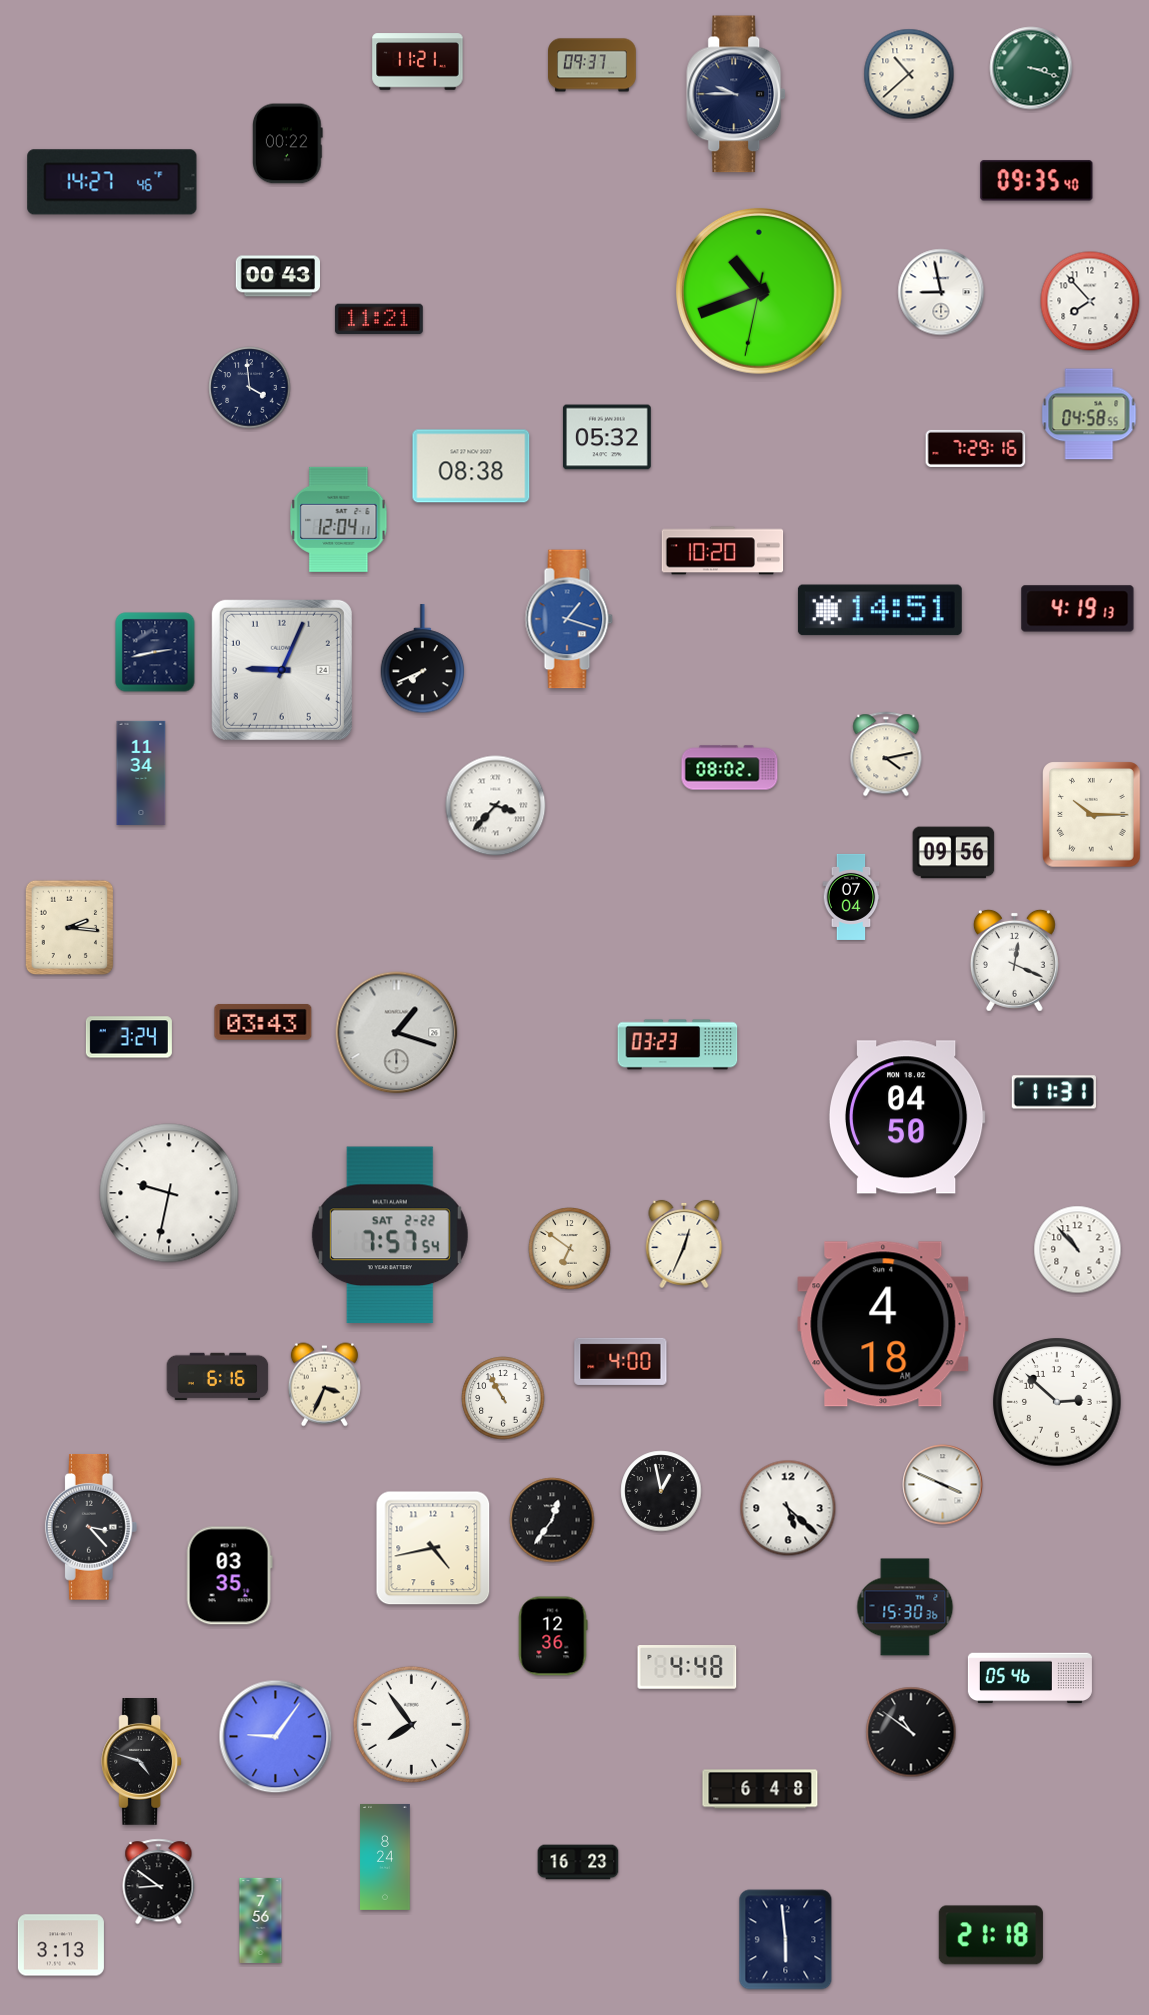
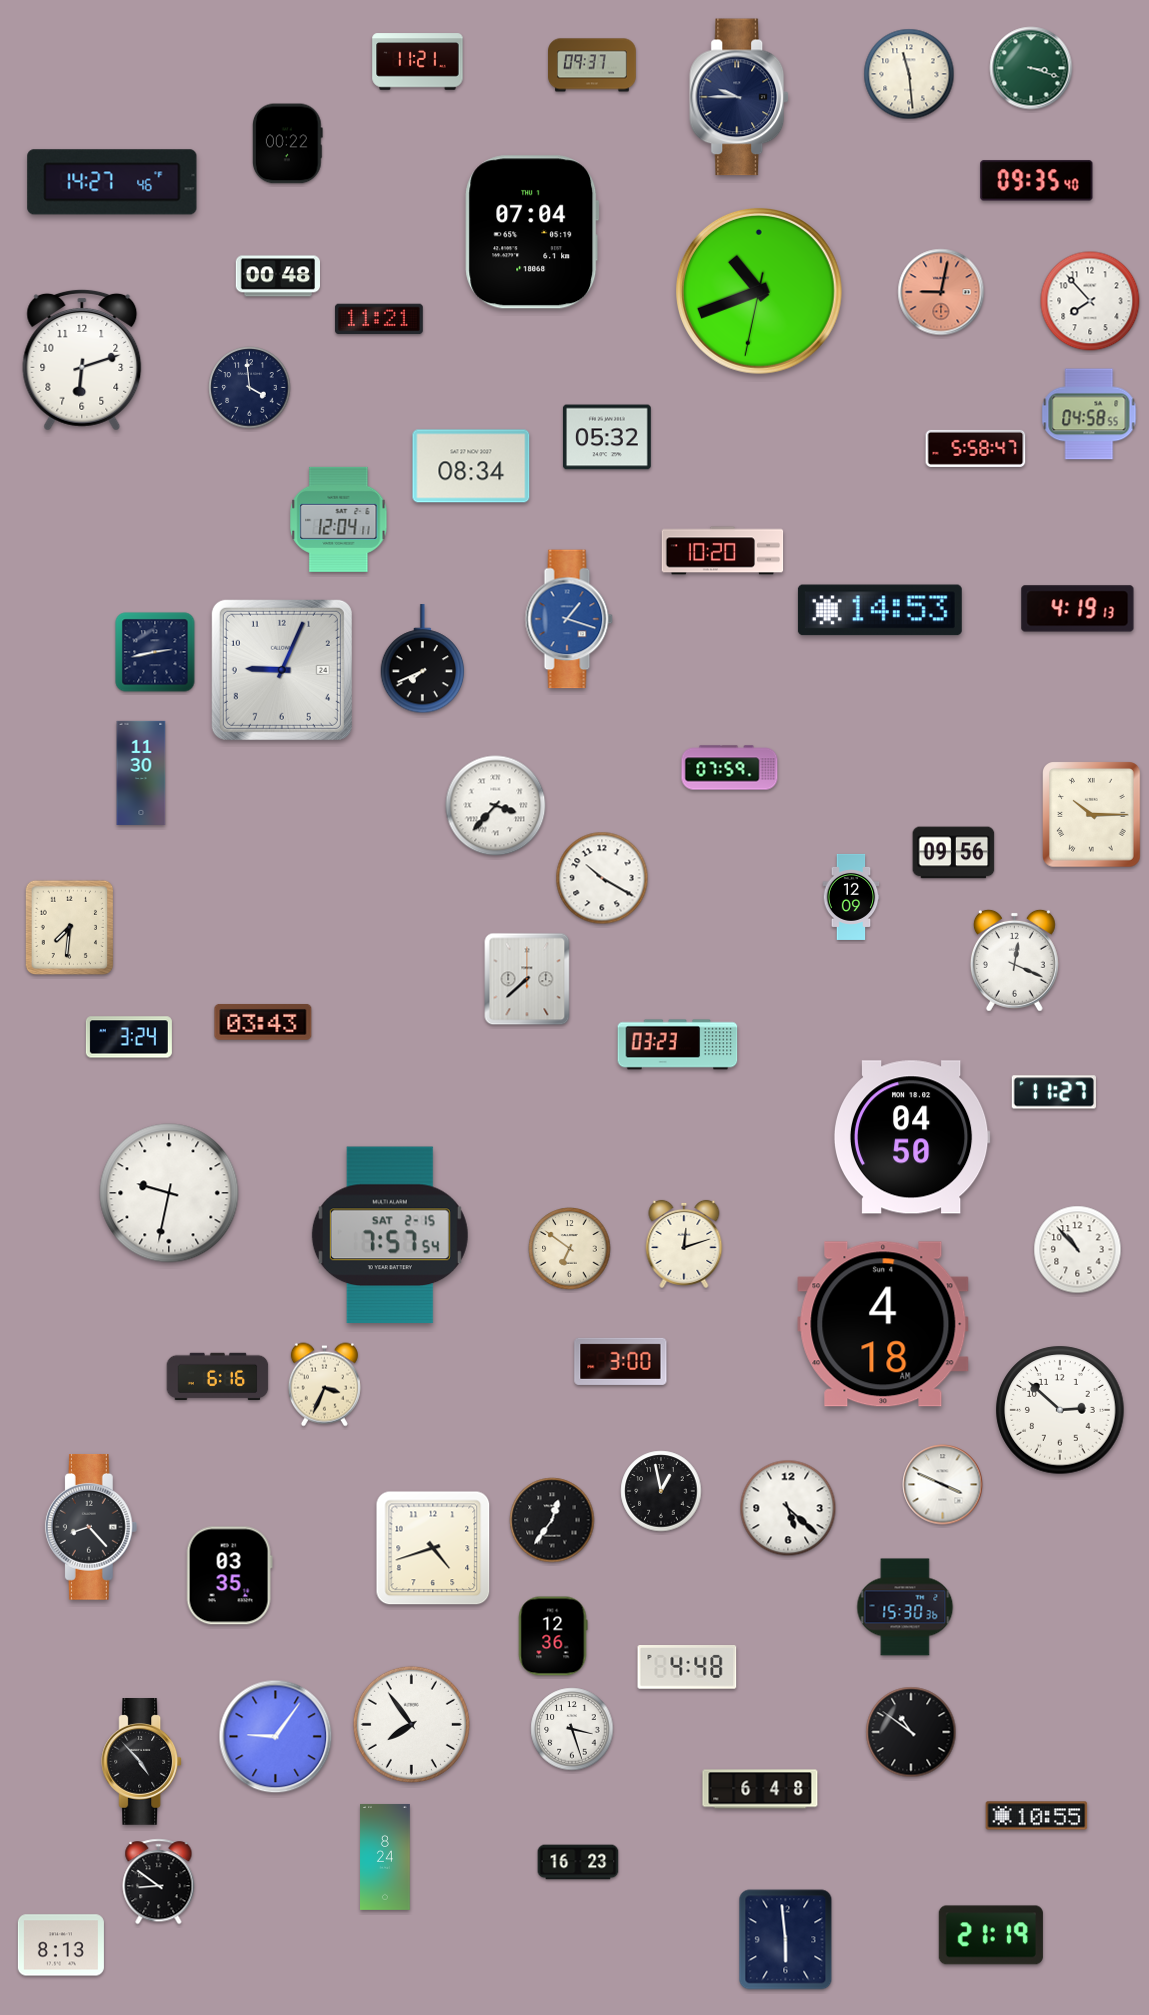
clock at (909, 74): 10:38 -> 11:29
clock at (737, 94) position: (737, 94) -> (740, 97)
clock at (532, 232): none -> 07:04
clock at (277, 276): 00:43 -> 00:48
clock at (941, 292): 8:58 -> 9:02
clock at (941, 292) dial: white -> salmon
clock at (82, 360): none -> 6:12
clock at (976, 448): 7:29 -> 5:58
clock at (471, 466): 08:38 -> 08:34
clock at (880, 610): 14:51 -> 14:53
clock at (886, 754): 4:13 -> none
clock at (730, 768): 08:02 -> 07:59
clock at (141, 773): 11:34 -> 11:30
clock at (602, 878): none -> 10:20
clock at (851, 897): 07:04 -> 12:09
clock at (70, 928): 2:16 -> 7:31
clock at (527, 979): none -> 7:38
clock at (397, 1033): 1:18 -> none
clock at (1054, 1092): 11:31 -> 11:27
clock at (907, 1117) position: (907, 1117) -> (912, 1137)
clock at (390, 1235) date: SAT 2-22 -> SAT 2-15
clock at (684, 1244): 12:34 -> 12:12
clock at (621, 1361): 4:00 -> 3:00
clock at (503, 1398): 10:55 -> none
clock at (1057, 1402) position: (1057, 1402) -> (1060, 1410)
clock at (91, 1527): 3:23 -> 8:23
clock at (433, 1548): 4:43 -> 4:42
clock at (1030, 1678): 05:46 -> none
clock at (572, 1729): none -> 3:27
clock at (142, 1762): 4:48 -> 4:53
clock at (1037, 1816): none -> 10:55
clock at (261, 1920): 7:56 -> none
clock at (991, 1935): 21:18 -> 21:19
clock at (61, 1945): 3:13 -> 8:13
